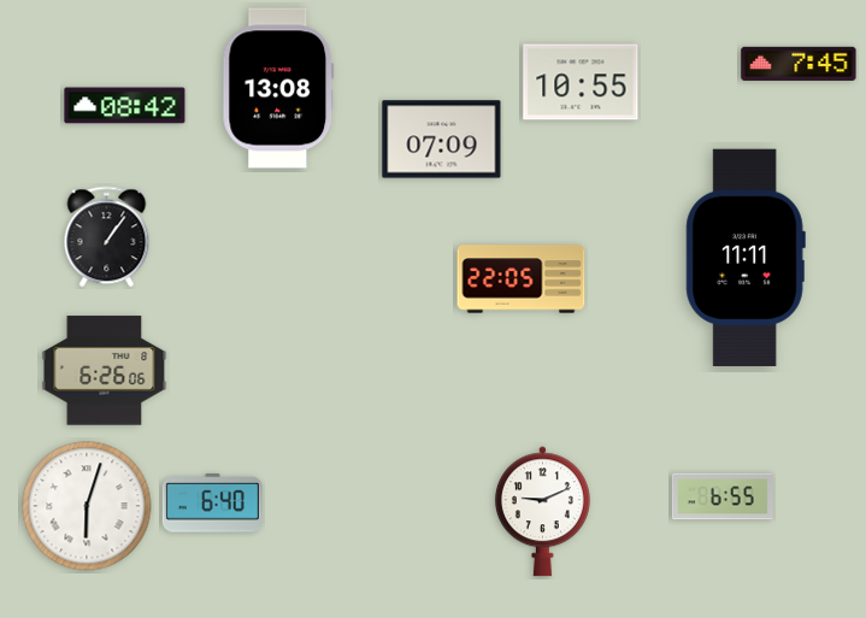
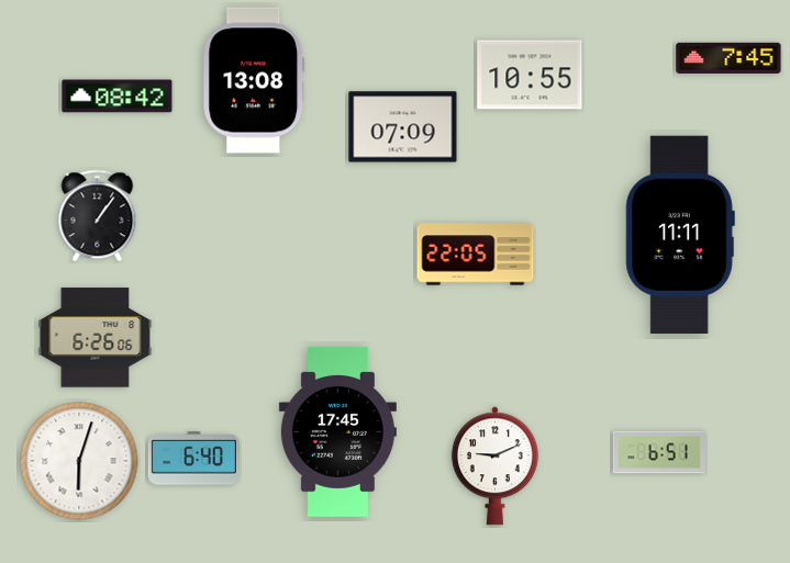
clock at (125, 106) position: (125, 106) -> (118, 97)
clock at (337, 431): none -> 17:45
clock at (723, 496): 6:55 -> 6:51
